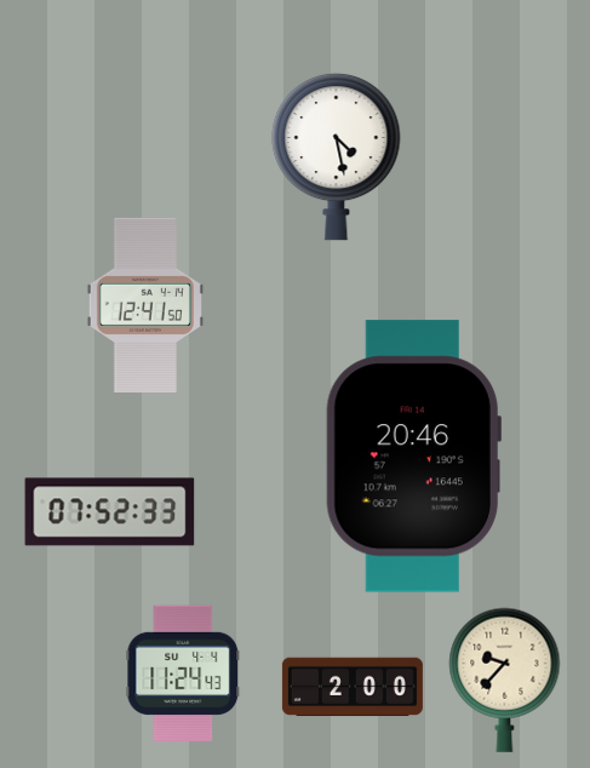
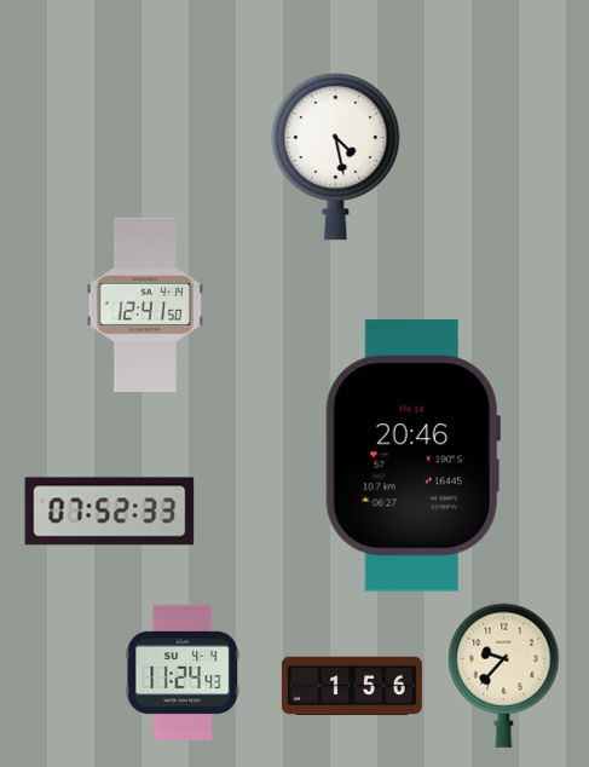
clock at (505, 680) position: (505, 680) -> (504, 675)
clock at (353, 687): 2:00 -> 1:56
